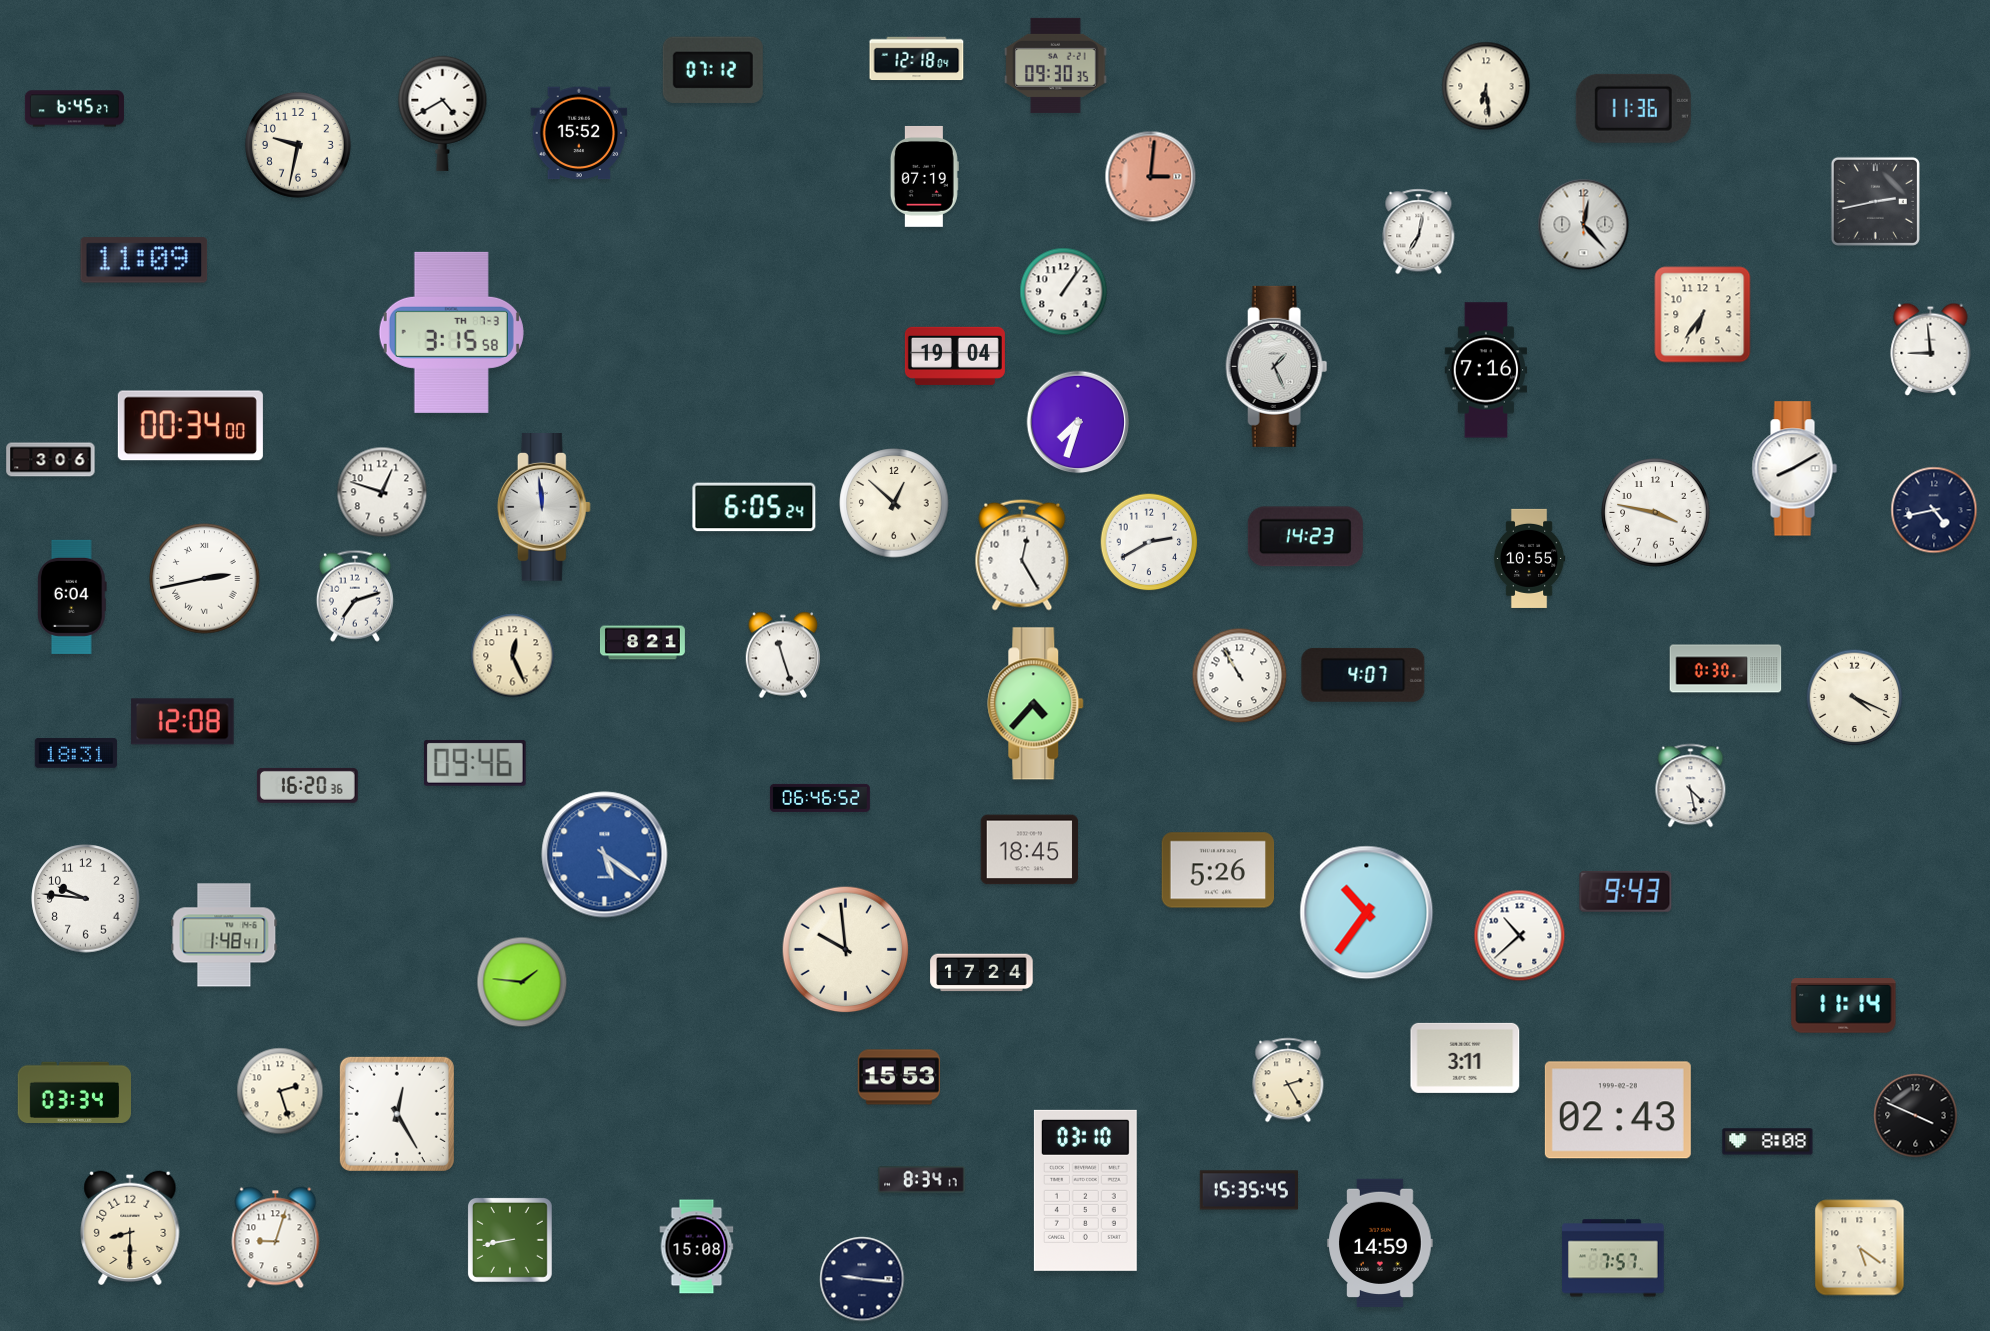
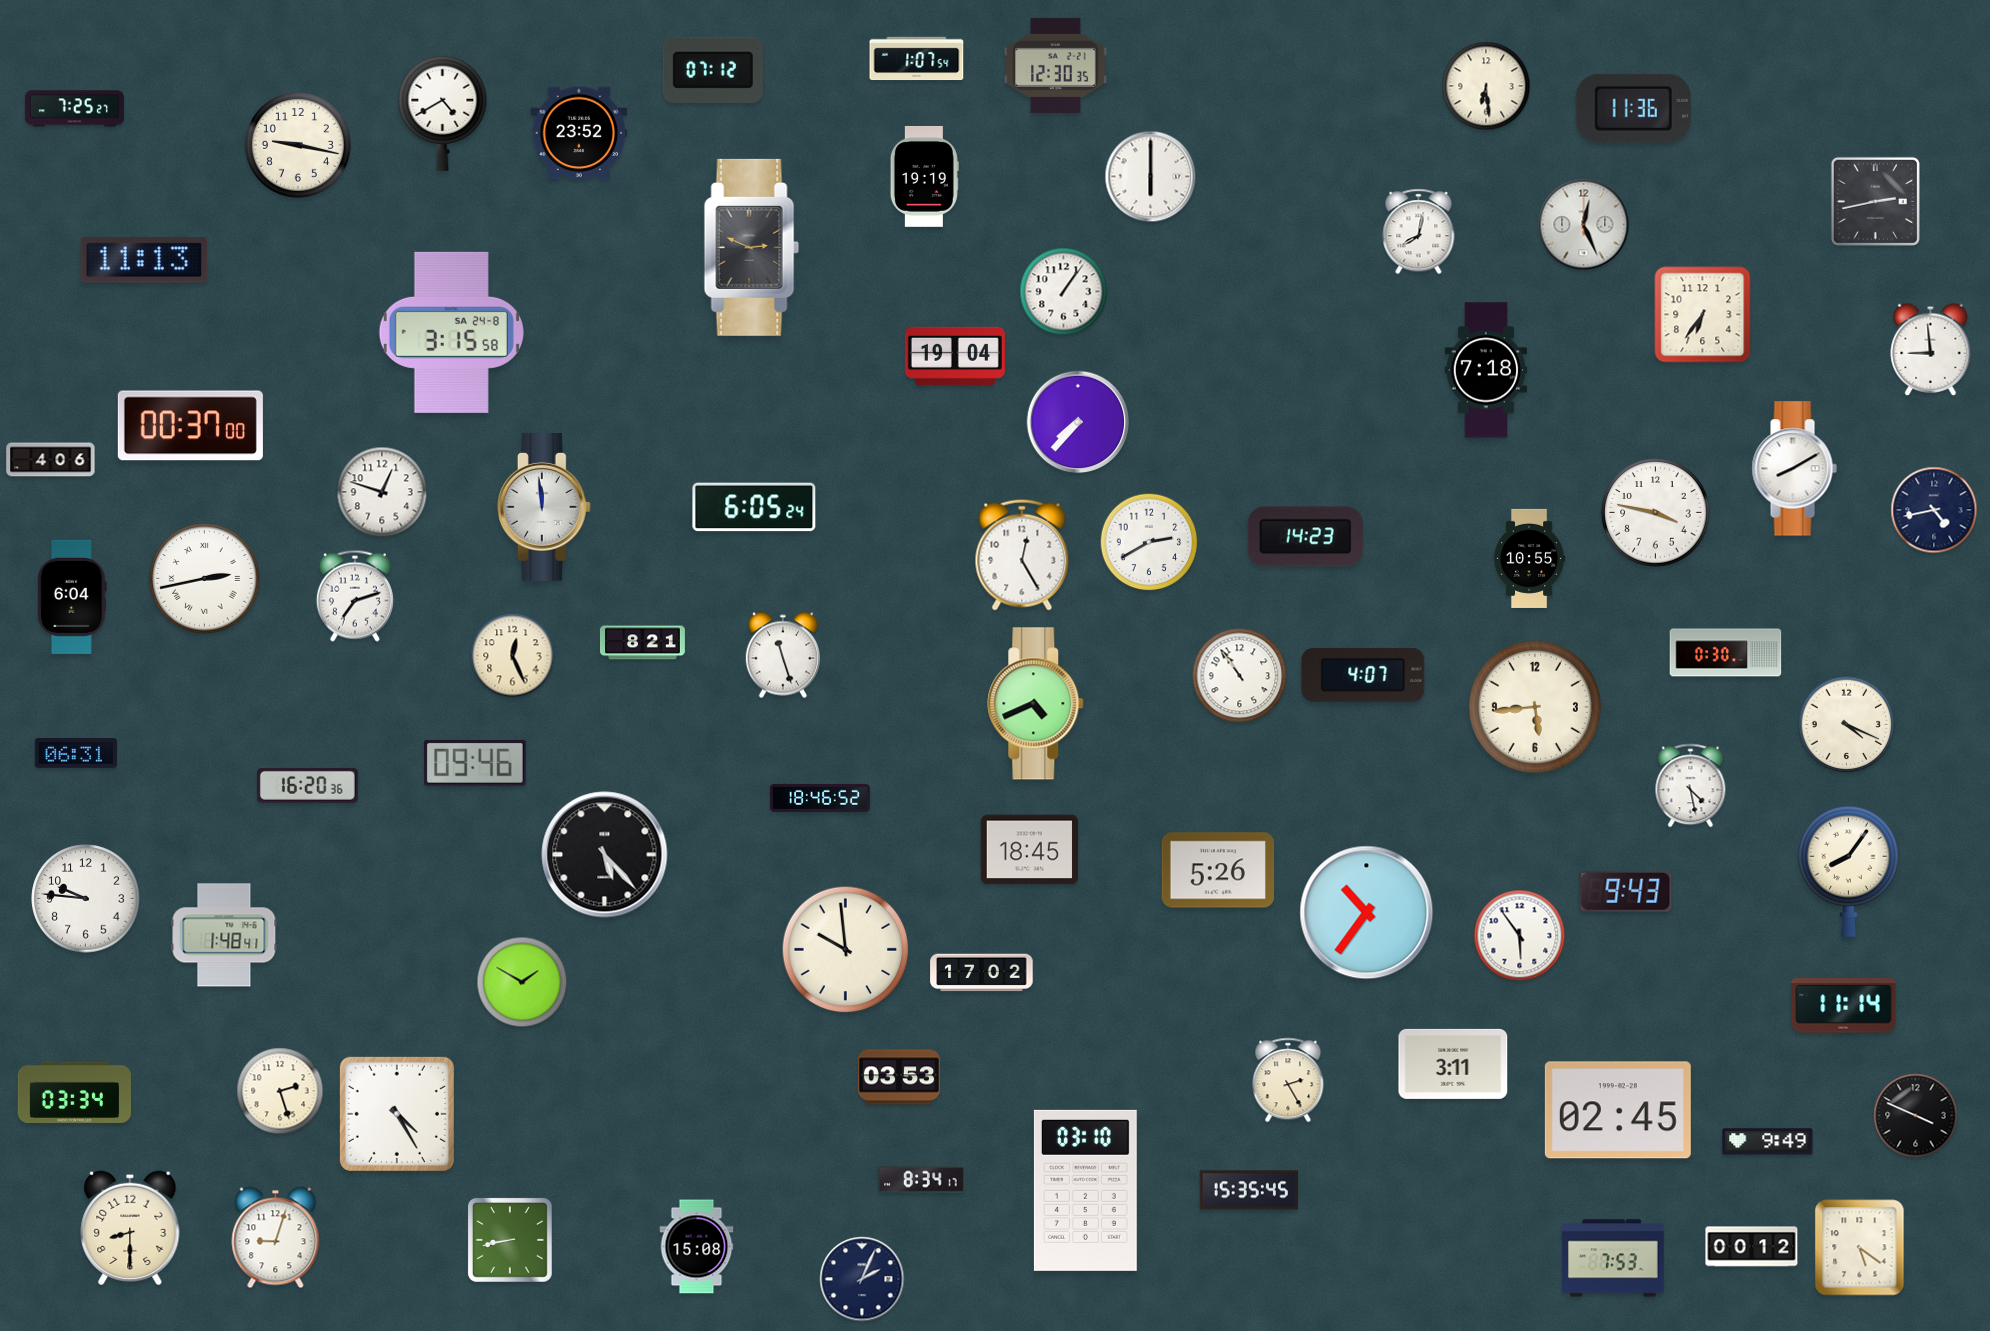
clock at (917, 59): 12:18 -> 1:07
clock at (1056, 65): 09:30 -> 12:30
clock at (74, 109): 6:45 -> 7:25
clock at (579, 133): 15:52 -> 23:52
clock at (298, 145): 9:32 -> 9:17
clock at (924, 176): 07:19 -> 19:19
clock at (1151, 177): 3:01 -> 6:00
clock at (1151, 177) dial: salmon -> white
clock at (1584, 225): 12:23 -> 12:26
clock at (1419, 232): 7:02 -> 8:02
clock at (751, 247): none -> 2:49
clock at (144, 260): 11:09 -> 11:13
clock at (451, 332) date: TH 7-3 -> SA 24-8
clock at (1277, 366): 1:26 -> none
clock at (1486, 370): 7:16 -> 7:18
clock at (1078, 422): 7:33 -> 7:37
clock at (190, 426): 00:34 -> 00:37
clock at (51, 460): 3:06 -> 4:06
clock at (894, 503): 12:52 -> none
clock at (1726, 669) position: (1726, 669) -> (1726, 653)
clock at (1240, 676): 10:55 -> 10:54
clock at (1855, 698) position: (1855, 698) -> (1847, 725)
clock at (1036, 704): 4:37 -> 4:41
clock at (1535, 707): none -> 5:44
clock at (183, 722): 12:08 -> none
clock at (76, 754): 18:31 -> 06:31
clock at (820, 798): 06:46 -> 18:46
clock at (605, 855): 5:21 -> 5:23
clock at (605, 855) dial: blue -> black
clock at (1848, 871): none -> 8:06
clock at (1520, 936): 10:38 -> 5:54
clock at (982, 973): 17:24 -> 17:02
clock at (522, 982): 1:46 -> 1:50
clock at (1465, 1058) position: (1465, 1058) -> (1453, 1064)
clock at (899, 1077): 15:53 -> 03:53
clock at (1618, 1110): 02:43 -> 02:45
clock at (397, 1114): 12:25 -> 4:25
clock at (1768, 1142): 8:08 -> 9:49
clock at (1380, 1243): 14:59 -> none
clock at (1752, 1247): none -> 00:12
clock at (1613, 1258): 7:57 -> 7:53
clock at (862, 1279): 9:16 -> 2:04
